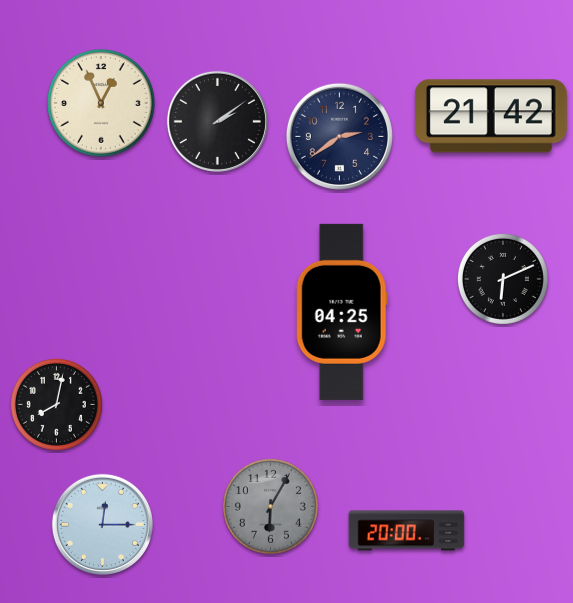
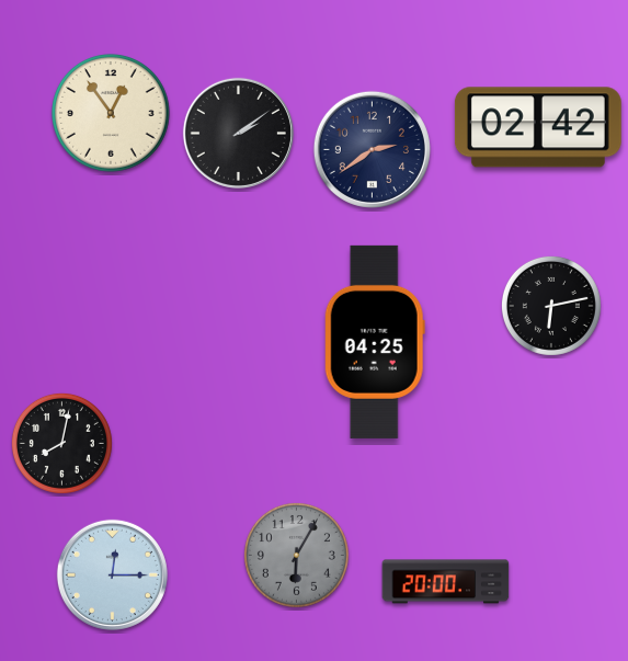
clock at (102, 104): 12:56 -> 12:54
clock at (491, 116): 21:42 -> 02:42
clock at (503, 279): 6:11 -> 6:13
